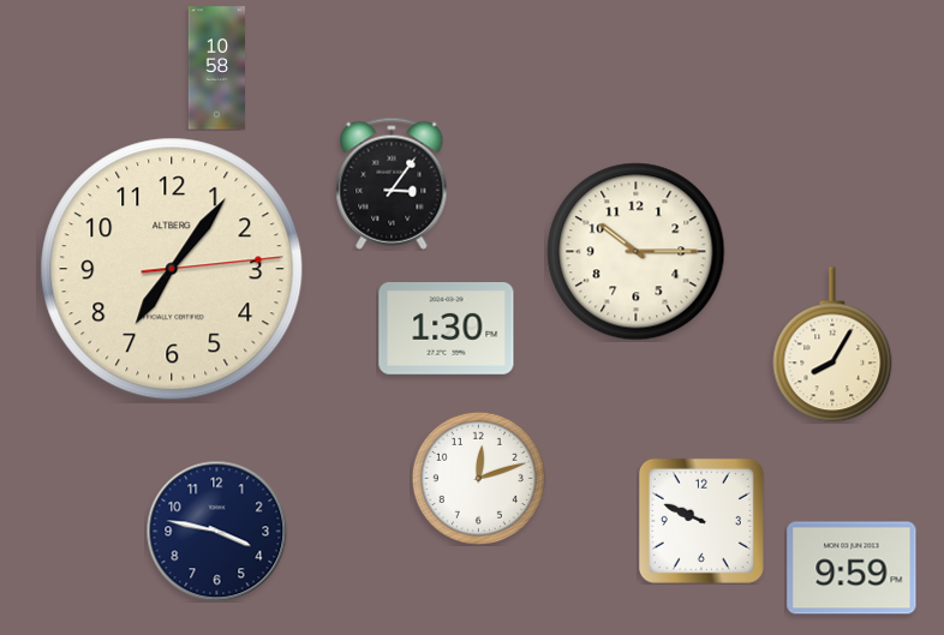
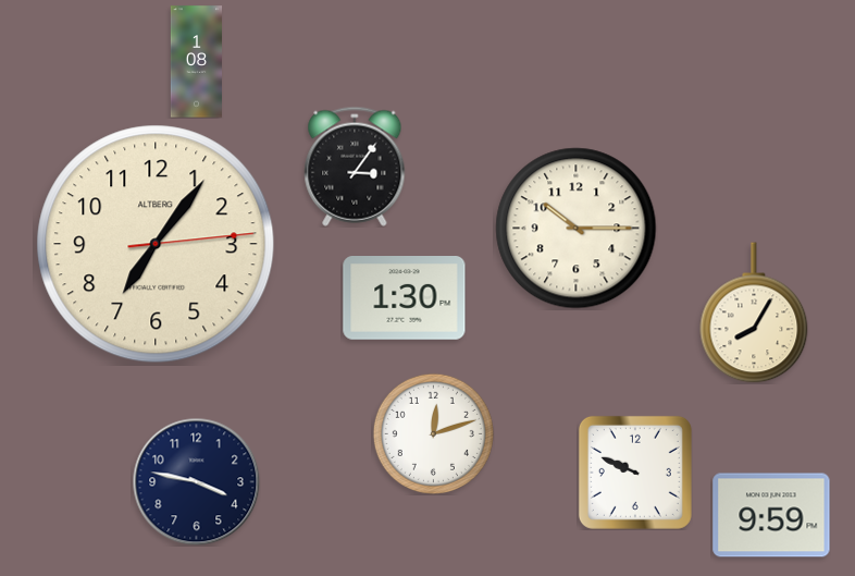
clock at (216, 68): 10:58 -> 1:08
